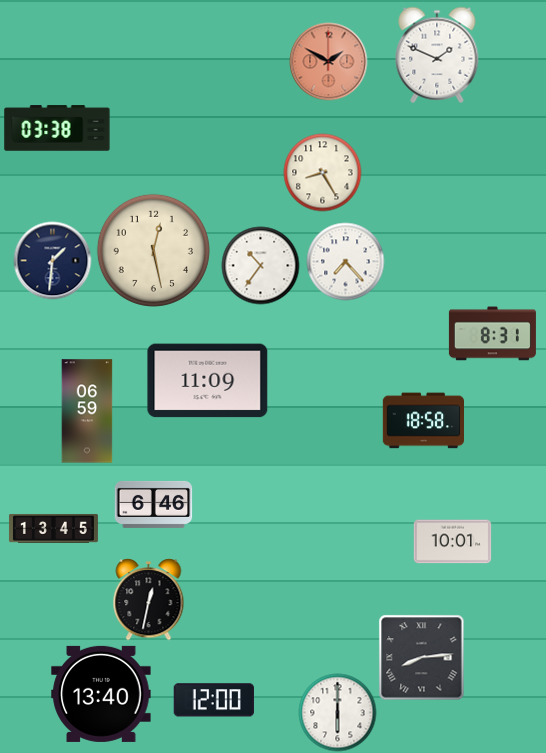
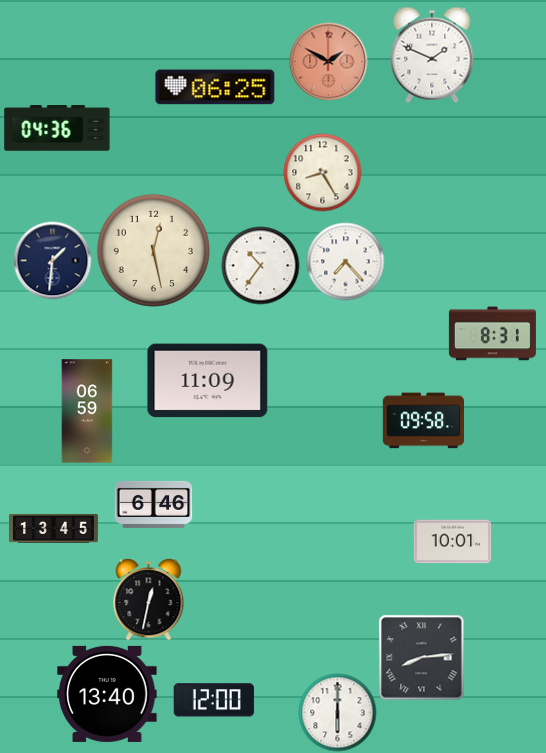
clock at (437, 55) position: (437, 55) -> (432, 55)
clock at (215, 87): none -> 06:25
clock at (57, 128): 03:38 -> 04:36
clock at (423, 421): 18:58 -> 09:58
clock at (101, 694) position: (101, 694) -> (107, 694)
